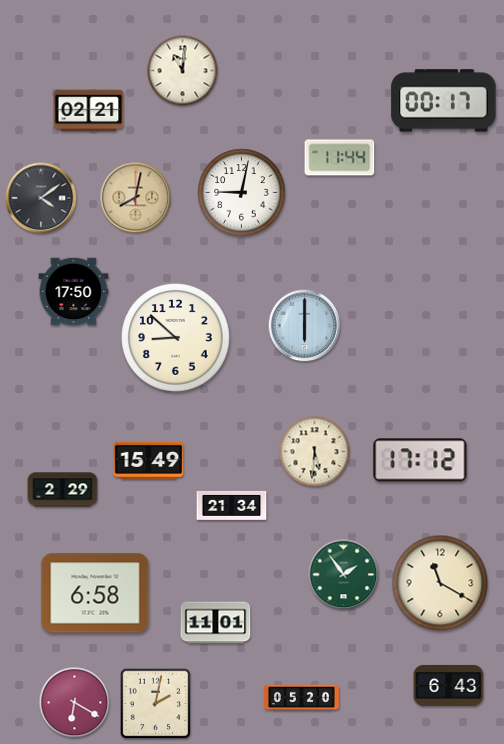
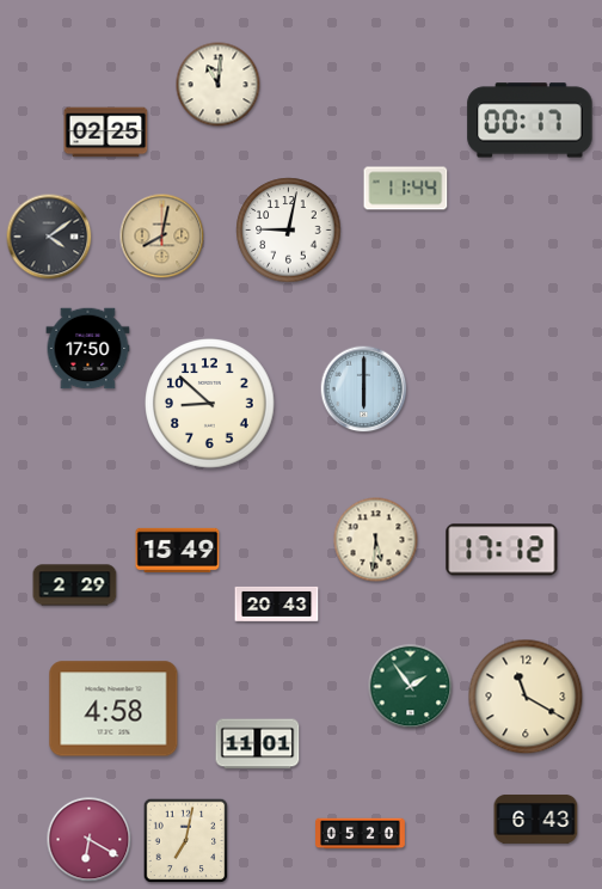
clock at (89, 111): 02:21 -> 02:25
clock at (232, 505): 21:34 -> 20:43
clock at (95, 593): 6:58 -> 4:58
clock at (156, 704): 2:02 -> 7:02
